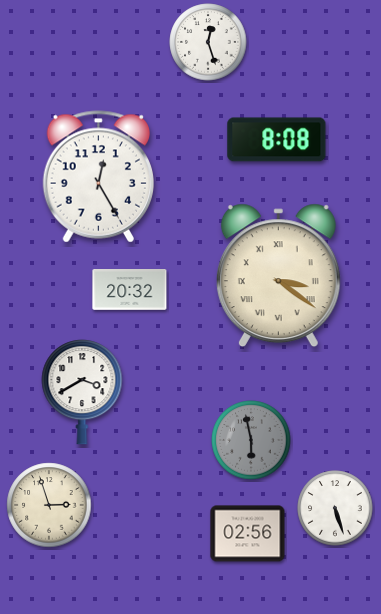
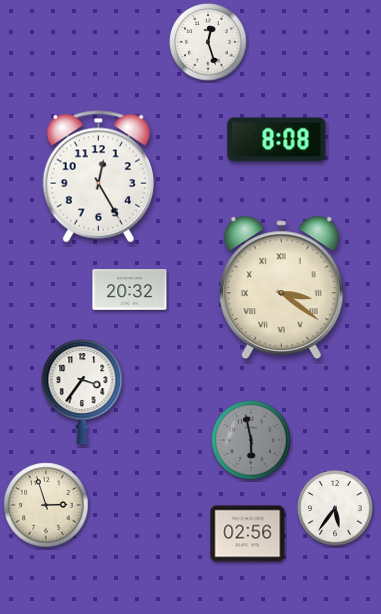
clock at (278, 276) position: (278, 276) -> (281, 288)
clock at (82, 392): 3:40 -> 3:36
clock at (49, 505) position: (49, 505) -> (46, 505)
clock at (335, 508): 5:27 -> 5:36
